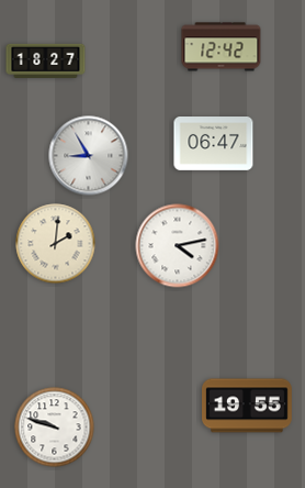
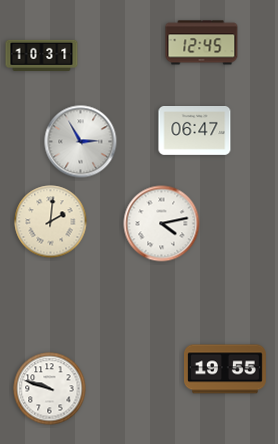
clock at (222, 47): 12:42 -> 12:45
clock at (46, 60): 18:27 -> 10:31
clock at (89, 156): 8:55 -> 2:55
